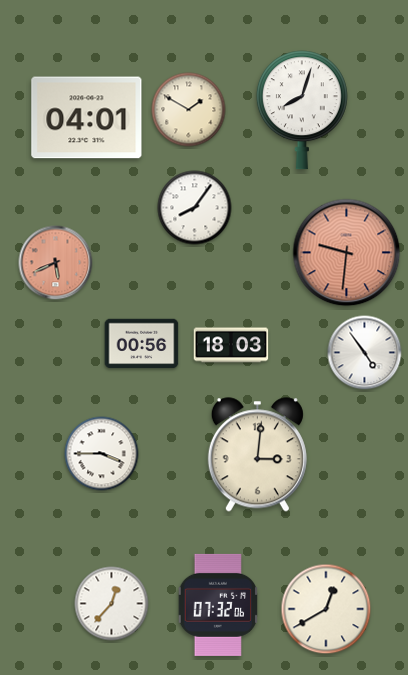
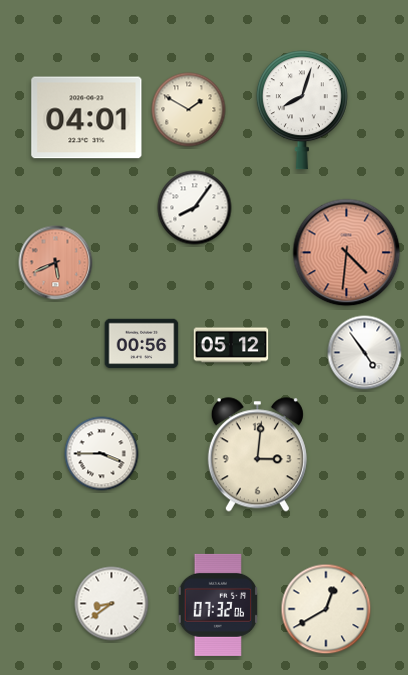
clock at (347, 253): 9:31 -> 4:31
clock at (231, 345): 18:03 -> 05:12
clock at (112, 604): 12:37 -> 8:39
